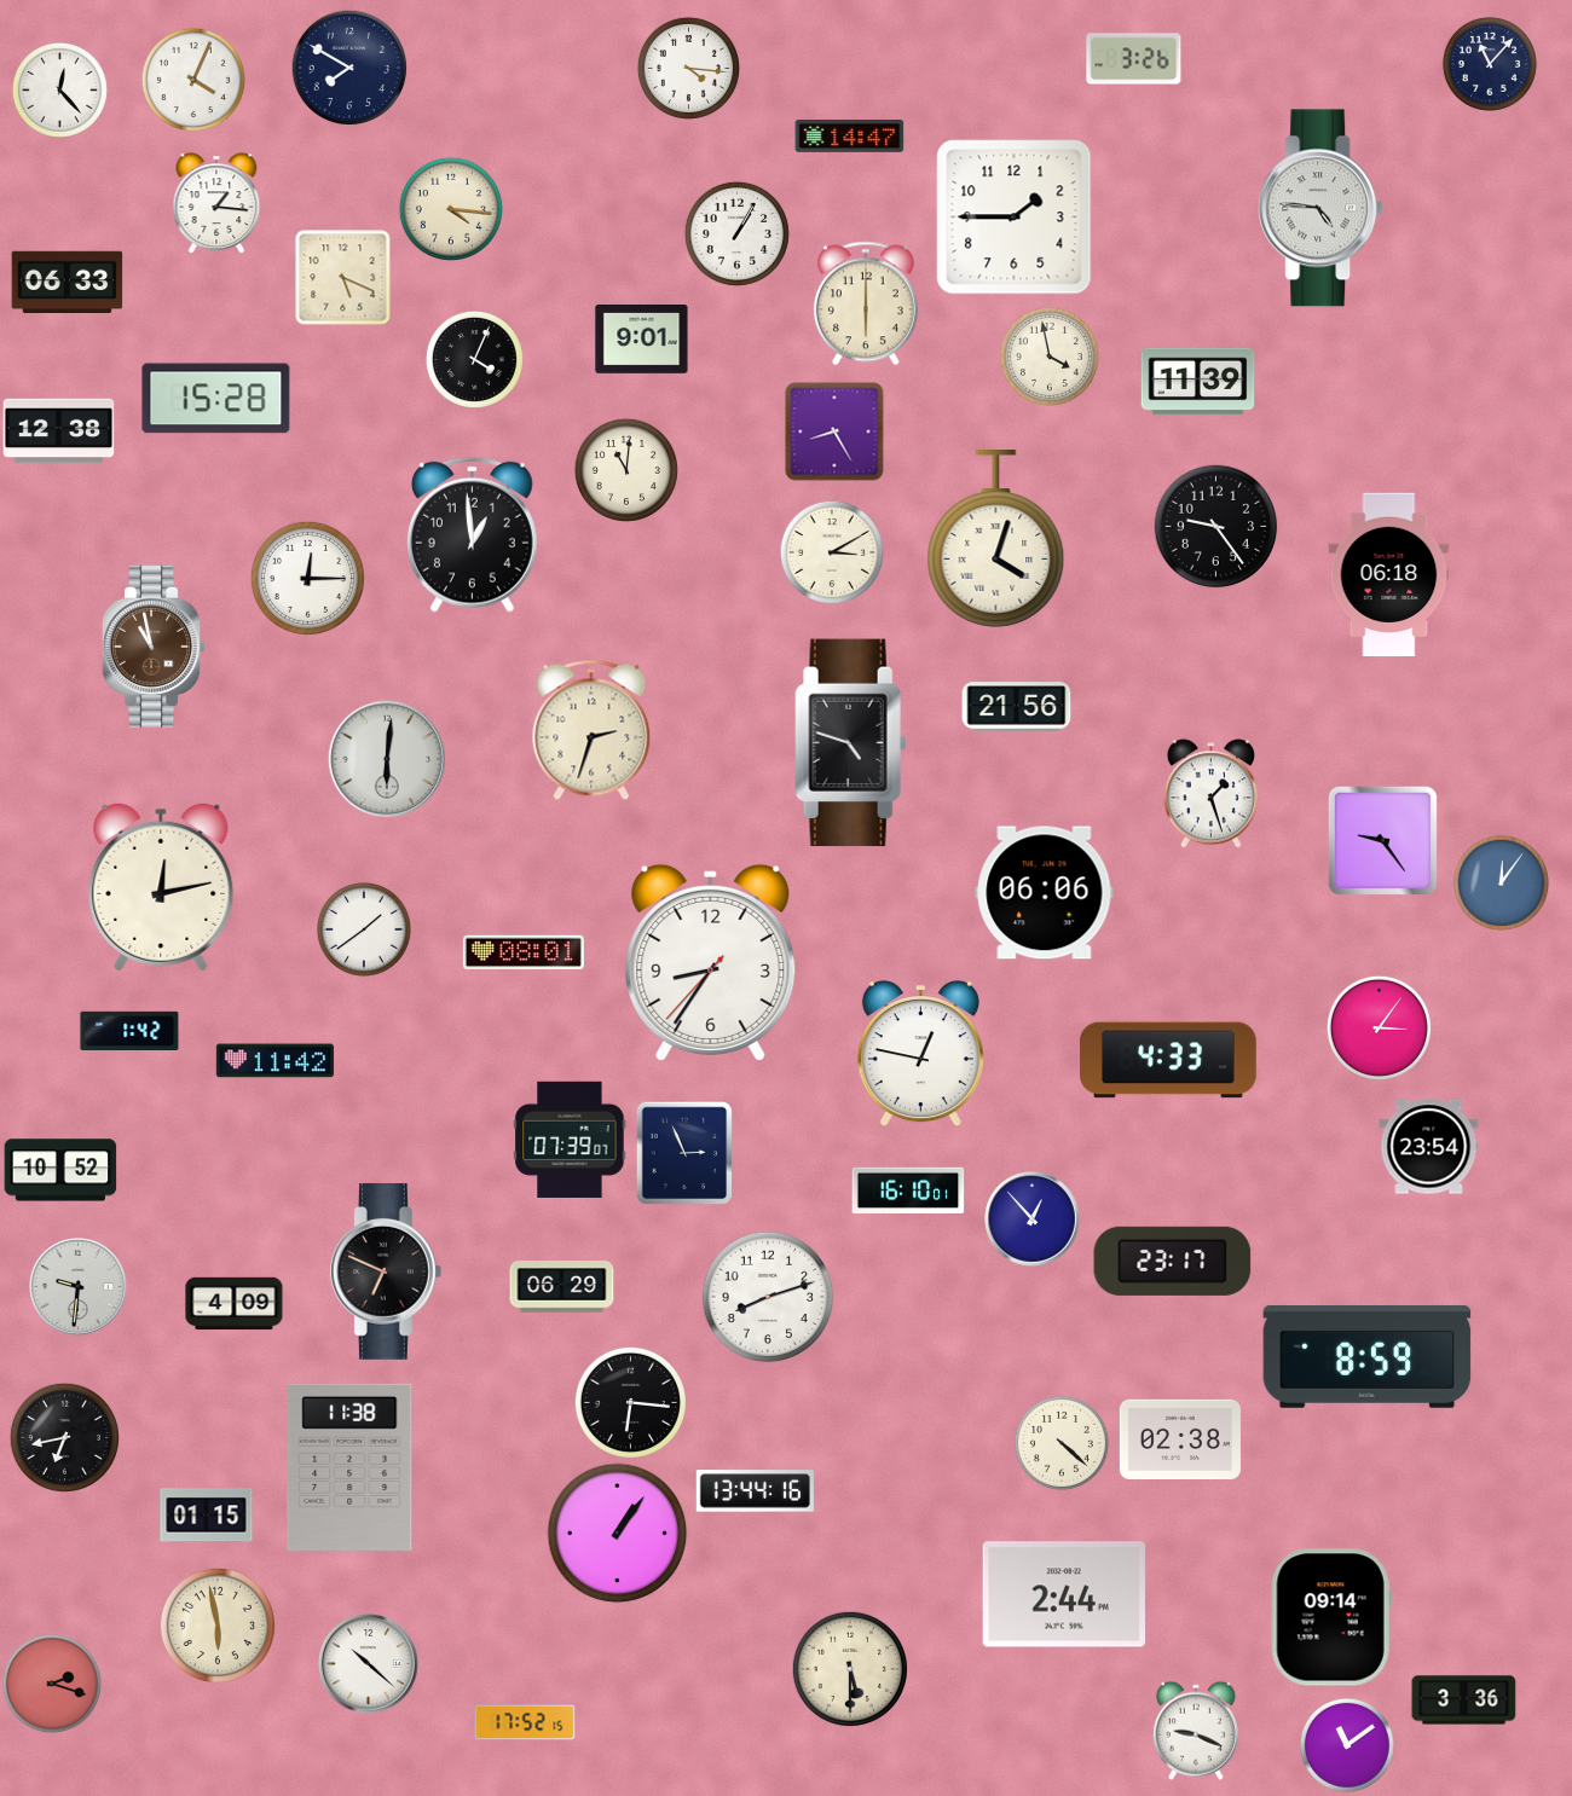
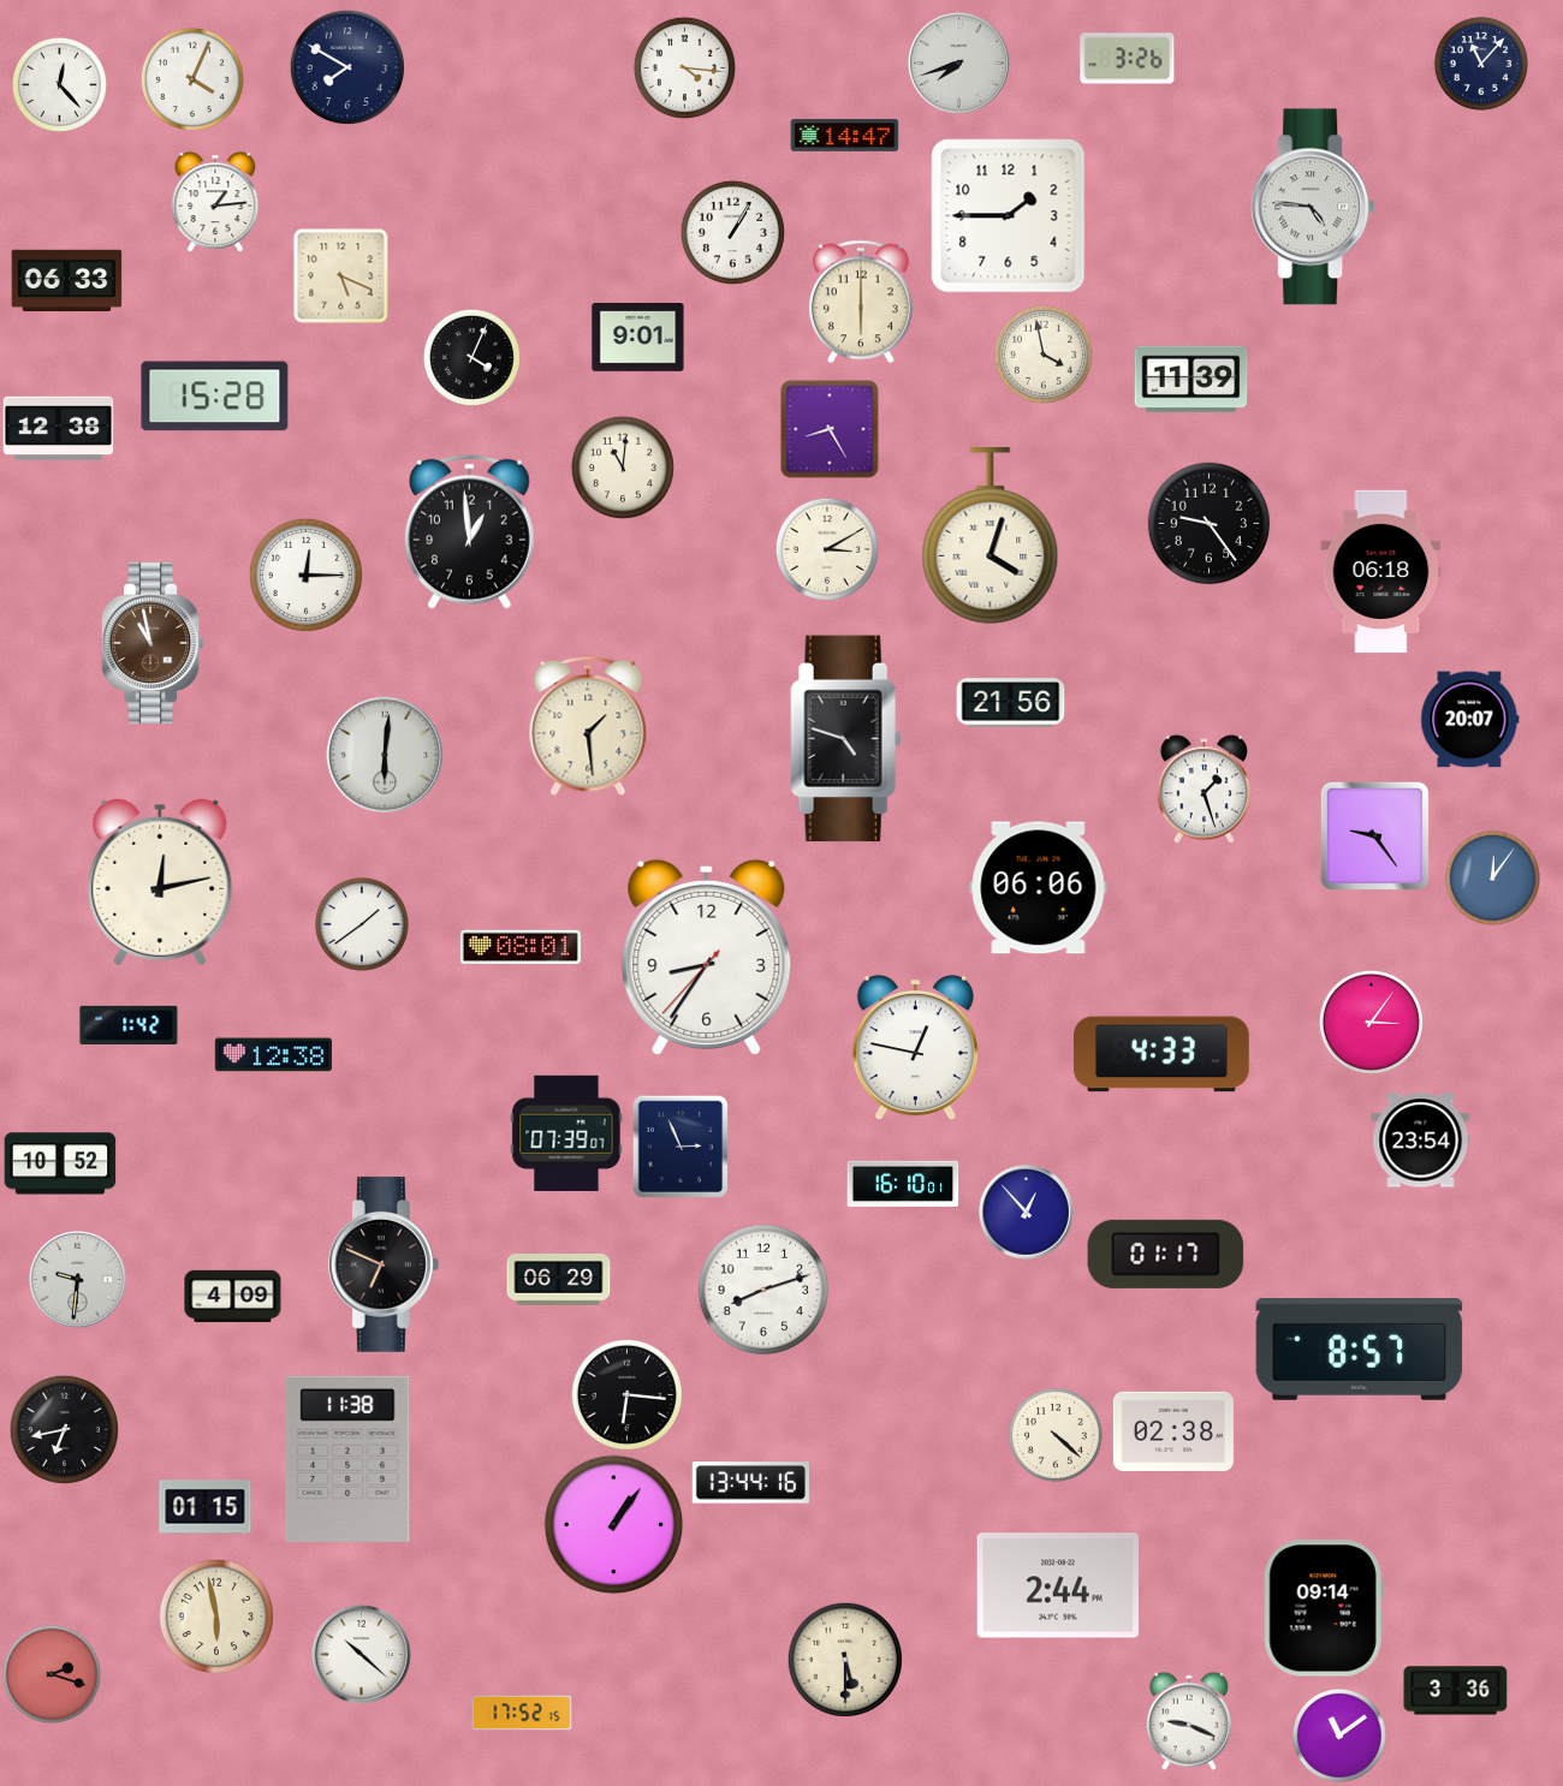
clock at (958, 62): none -> 7:42
clock at (59, 89) position: (59, 89) -> (59, 84)
clock at (216, 203): 1:16 -> 1:14
clock at (451, 209): 4:16 -> none
clock at (1470, 720): none -> 20:07
clock at (591, 730): 2:33 -> 1:29
clock at (274, 1061): 11:42 -> 12:38
clock at (1173, 1261): 23:17 -> 01:17
clock at (1368, 1357): 8:59 -> 8:57
clock at (368, 1663) position: (368, 1663) -> (361, 1654)
